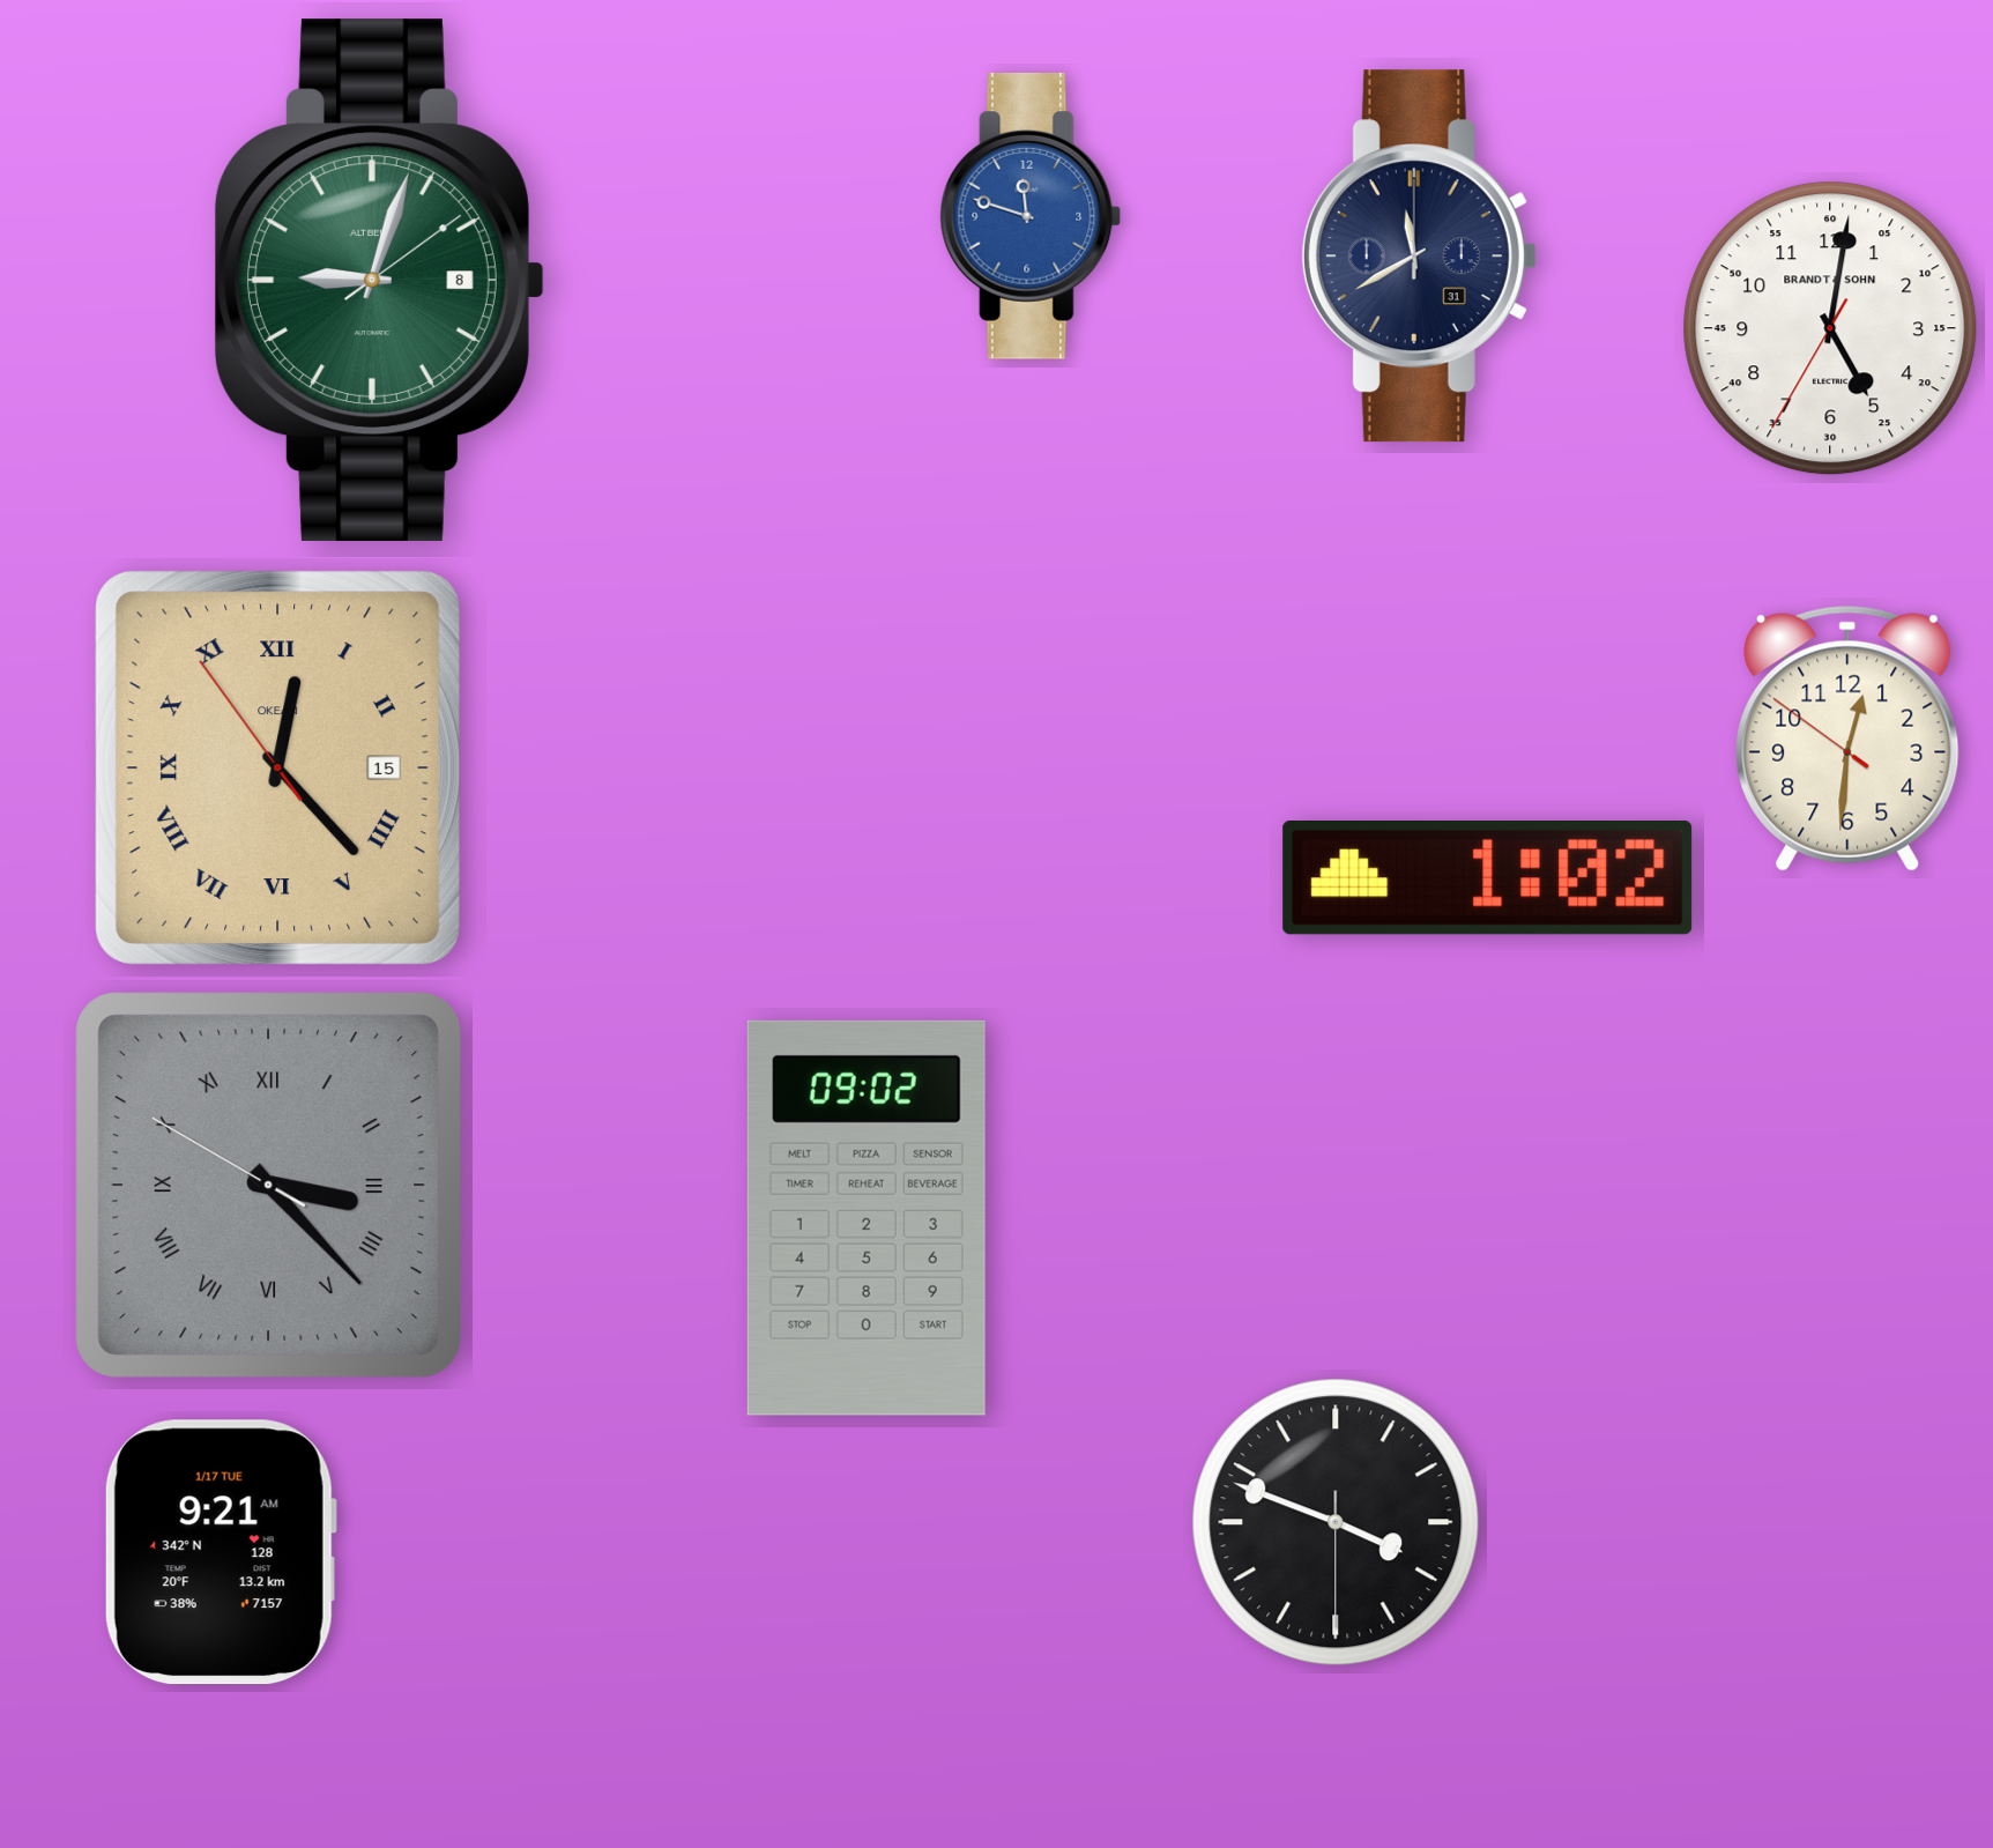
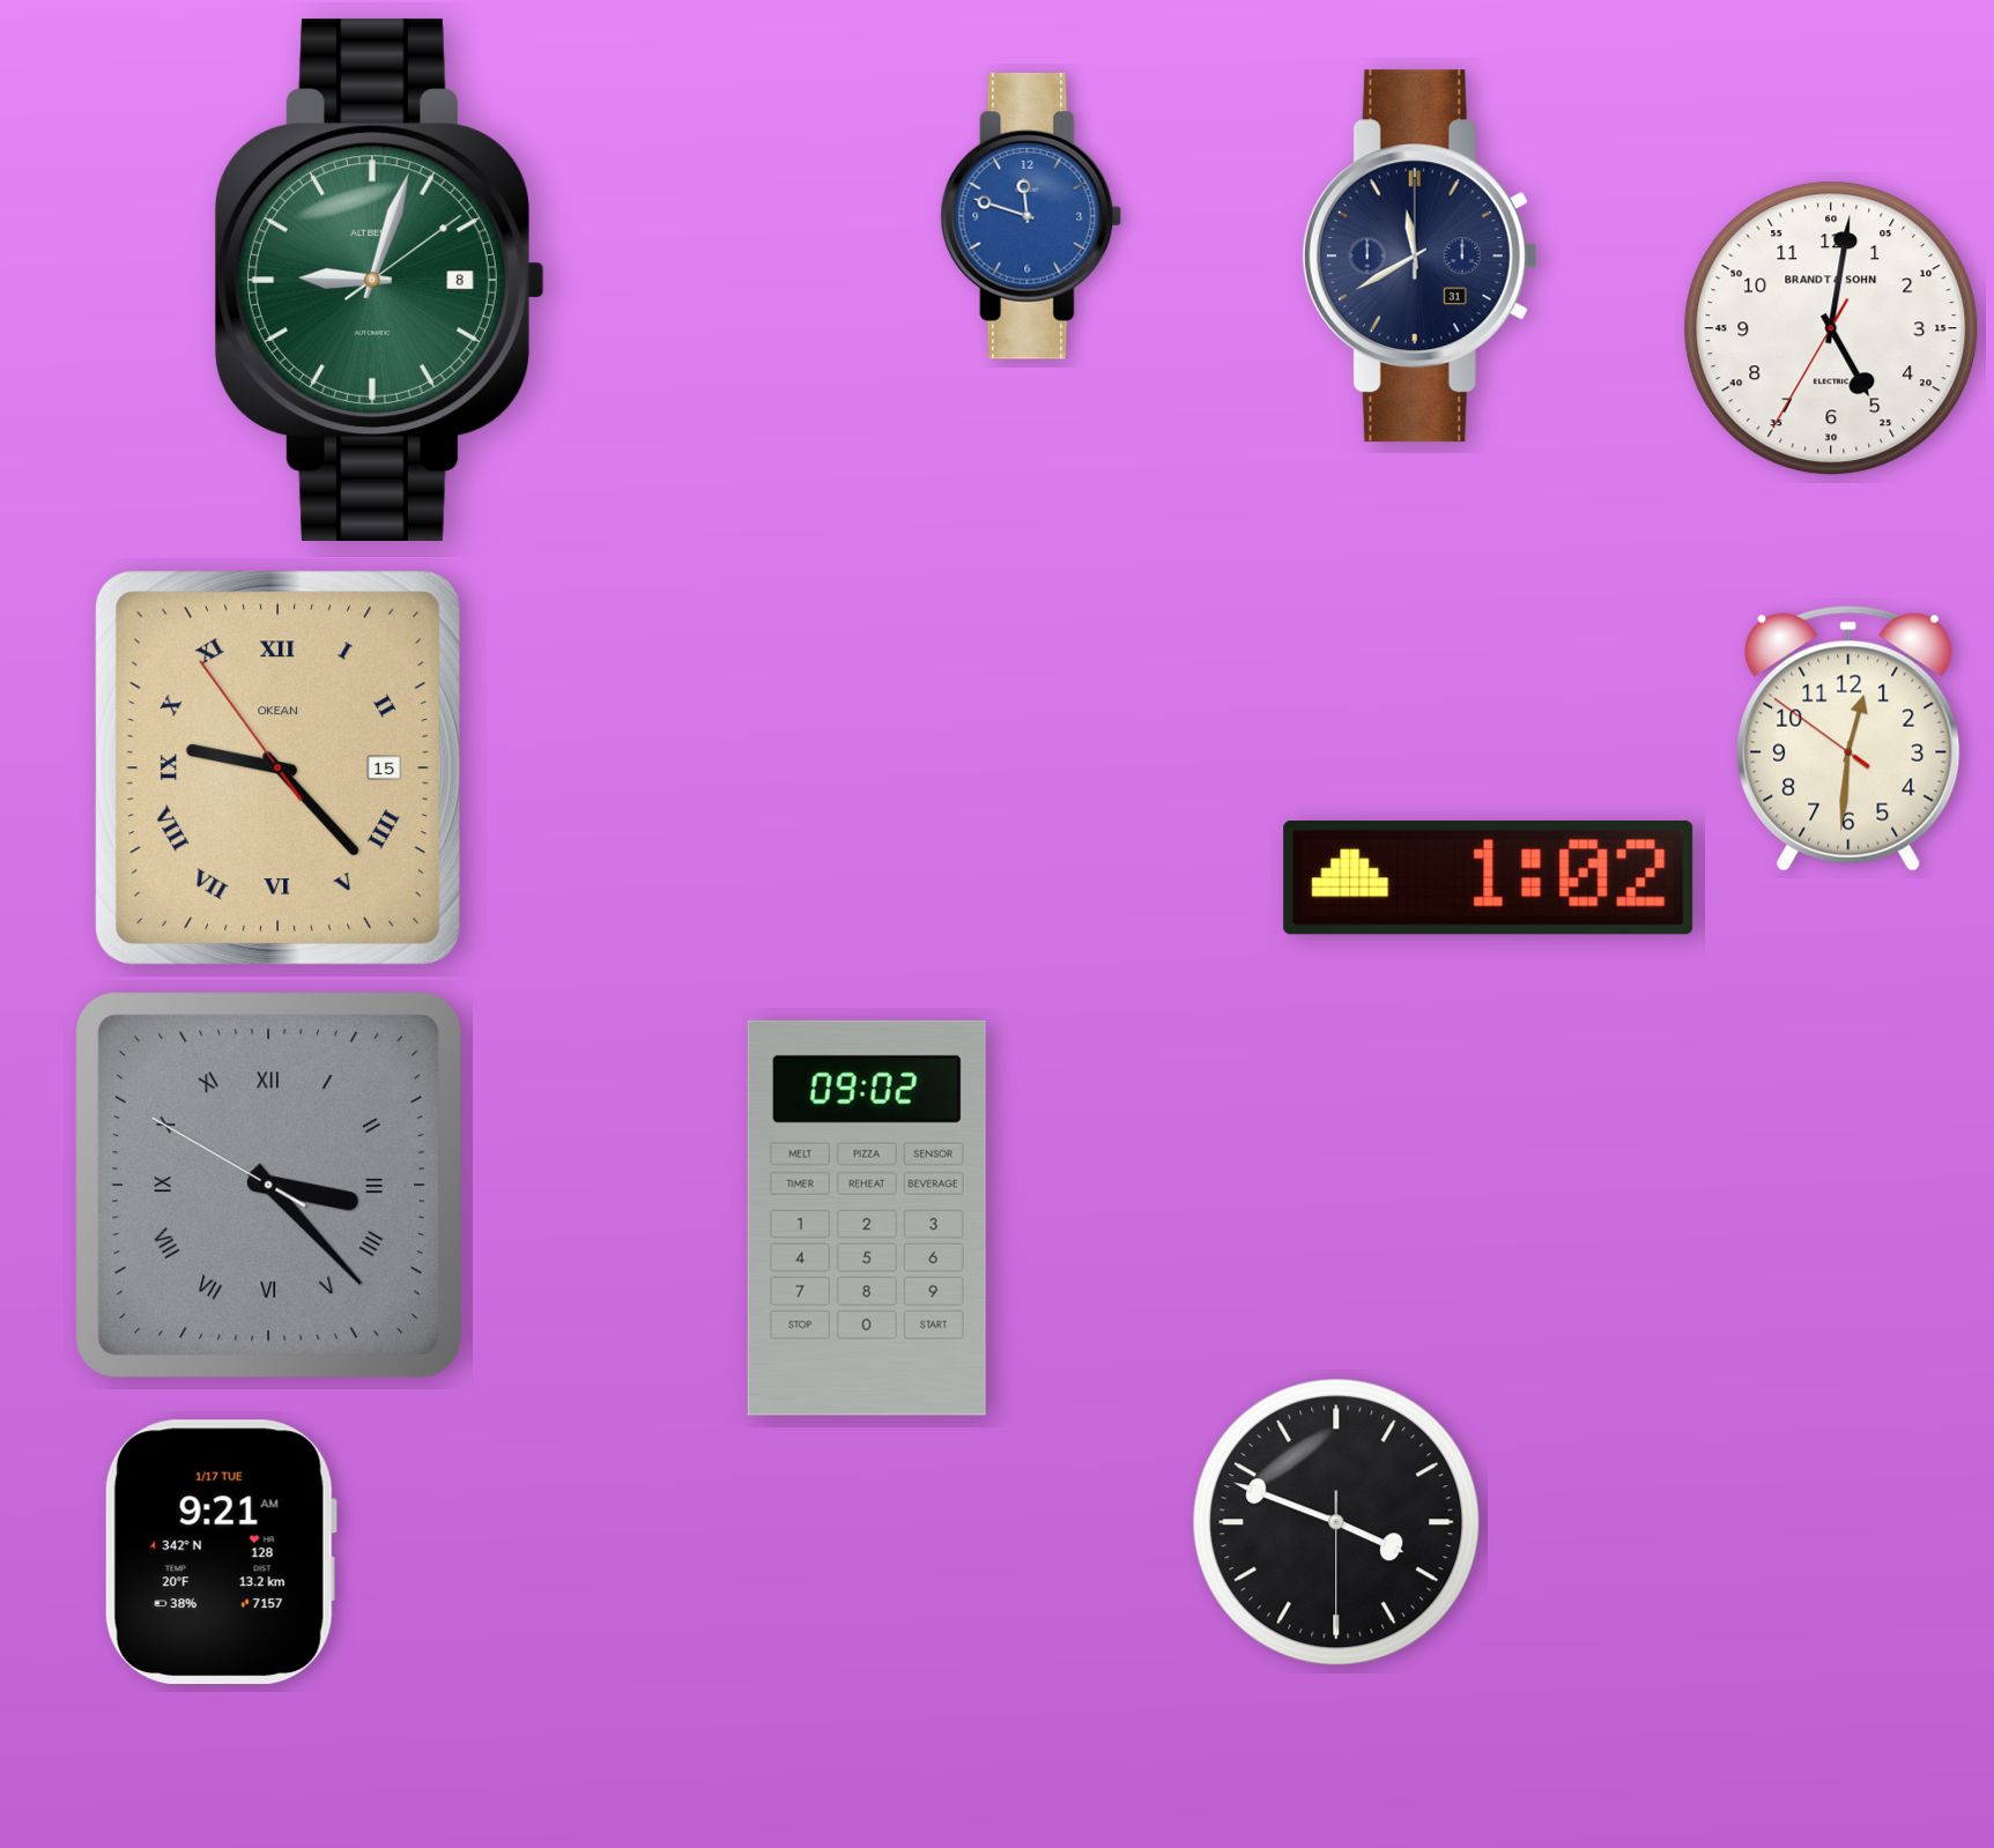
clock at (277, 767): 12:22 -> 9:22
